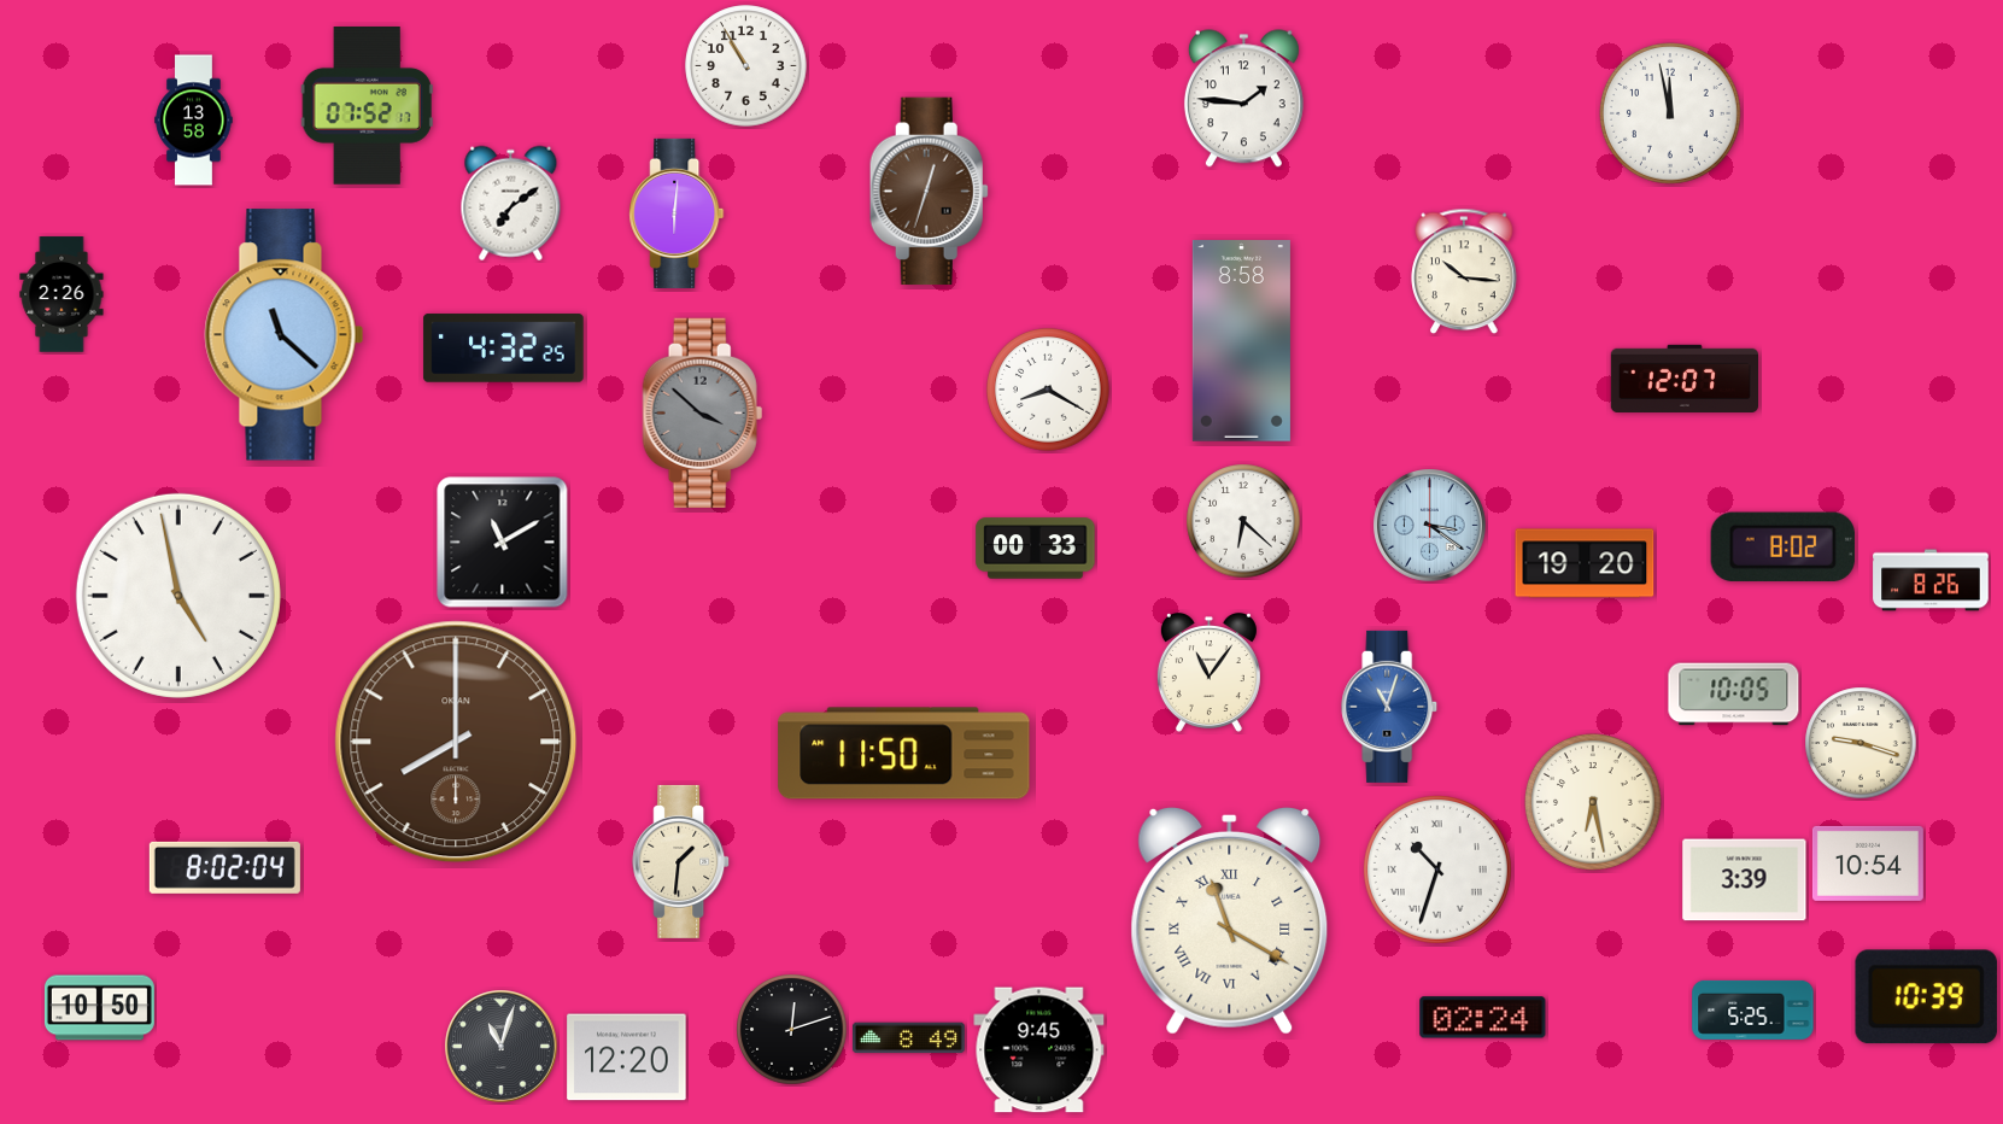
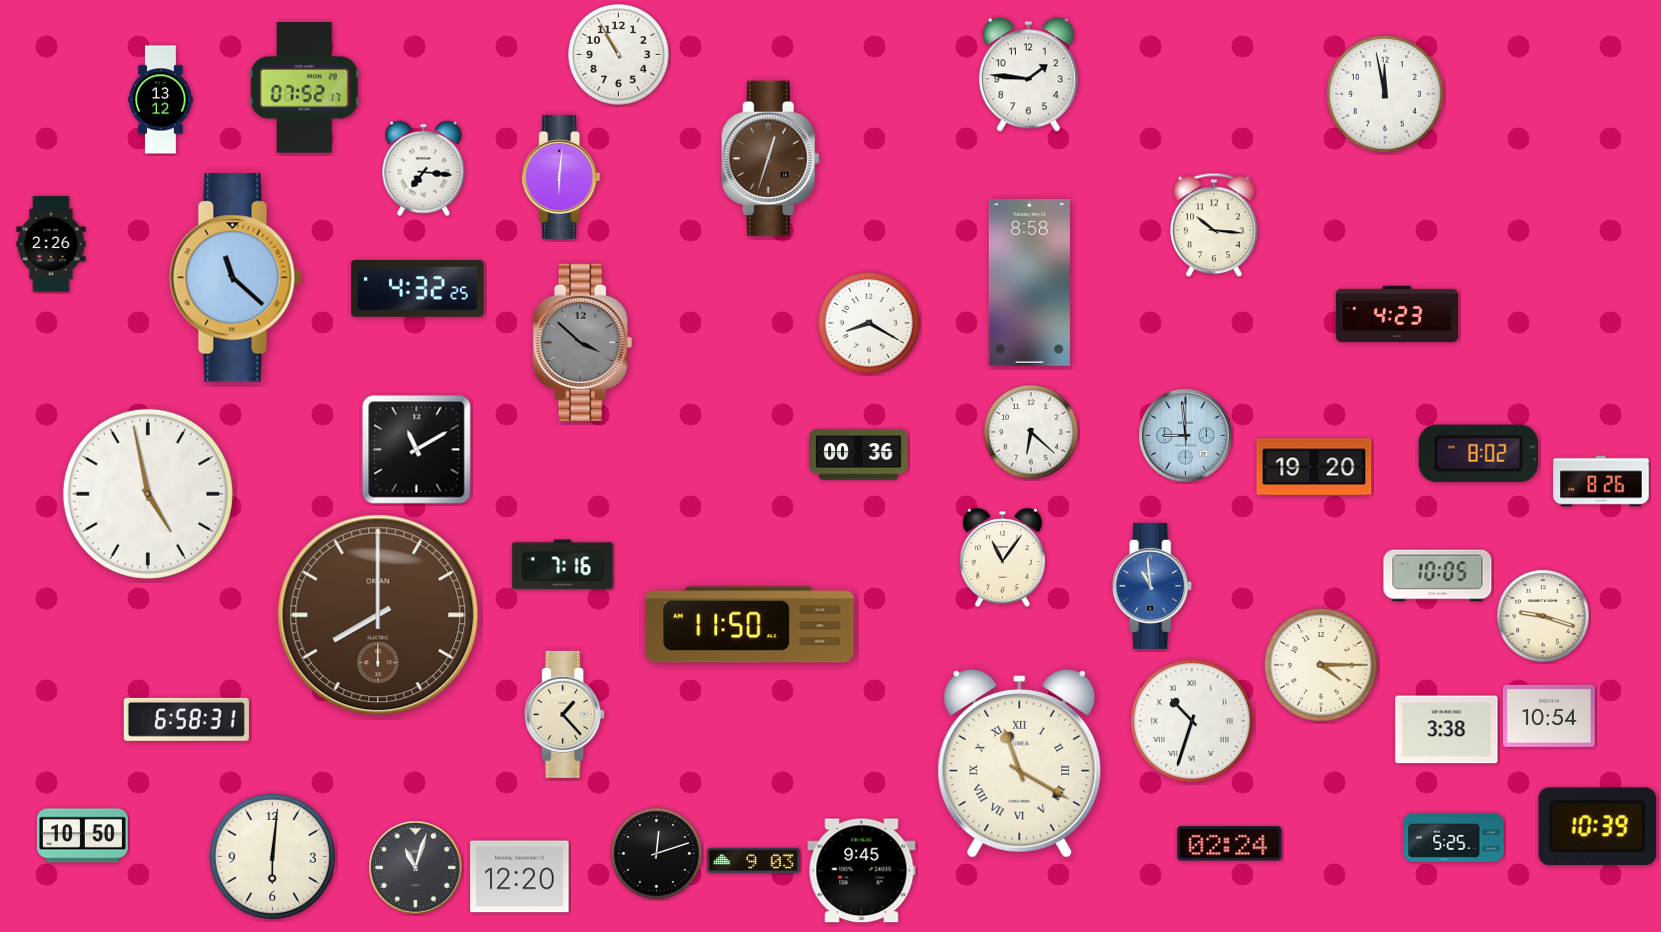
clock at (1243, 99) position: (1243, 99) -> (1028, 75)
clock at (194, 121): 13:58 -> 13:12
clock at (511, 204): 7:09 -> 7:16
clock at (1683, 377): 12:07 -> 4:23
clock at (1430, 526): 3:21 -> 8:59
clock at (1036, 549): 00:33 -> 00:36
clock at (563, 565): none -> 7:16
clock at (1390, 707): 11:03 -> 10:59
clock at (1594, 803): 6:28 -> 4:15
clock at (681, 861): 1:31 -> 1:23
clock at (224, 867): 8:02 -> 6:58
clock at (1745, 880): 3:39 -> 3:38
clock at (272, 856): none -> 6:01
clock at (908, 1038): 8:49 -> 9:03
